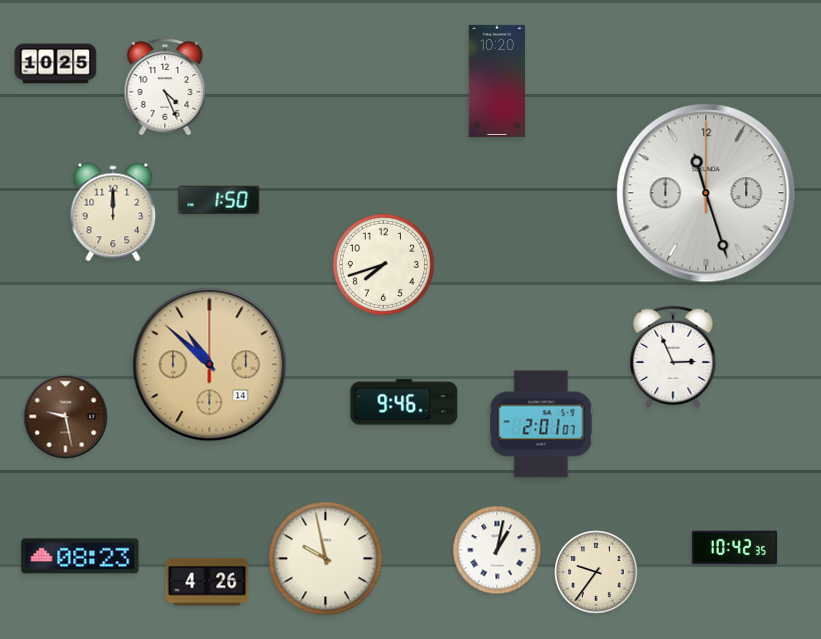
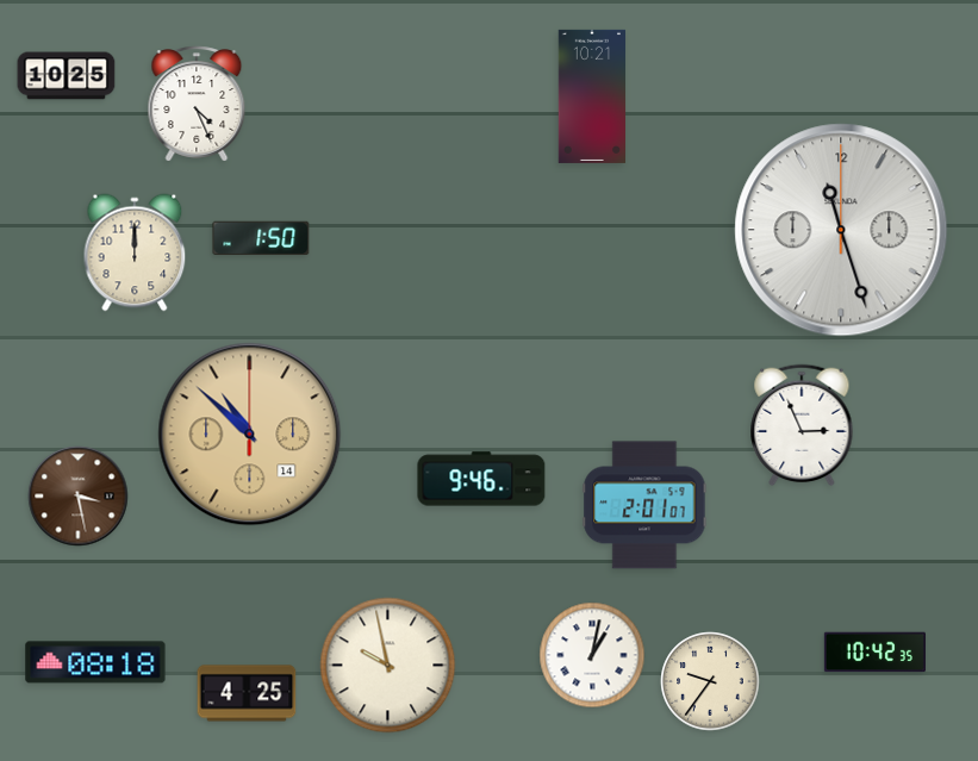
clock at (497, 81): 10:20 -> 10:21
clock at (383, 264): 7:42 -> none
clock at (66, 417): 9:28 -> 3:28
clock at (80, 556): 08:23 -> 08:18
clock at (207, 582): 4:26 -> 4:25
